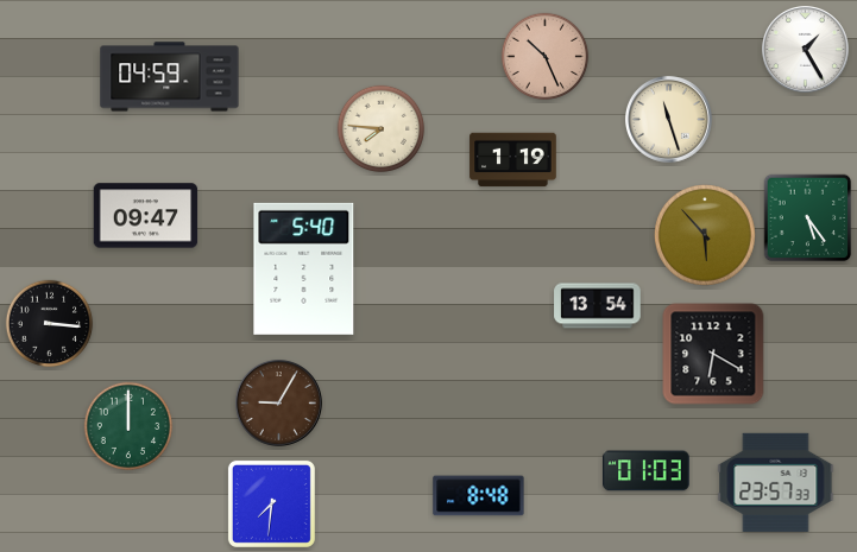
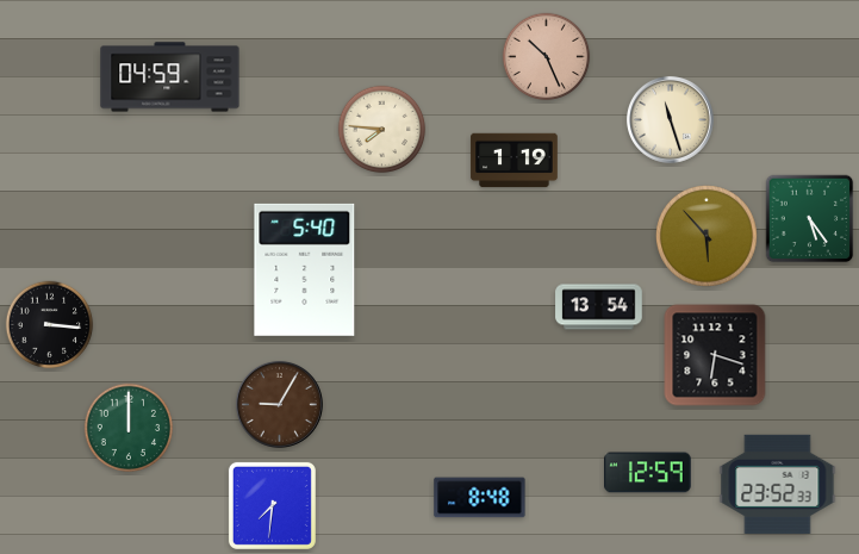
clock at (805, 49): 1:25 -> none
clock at (146, 216): 09:47 -> none
clock at (713, 354): 6:20 -> 6:18
clock at (647, 471): 01:03 -> 12:59
clock at (776, 482): 23:57 -> 23:52
